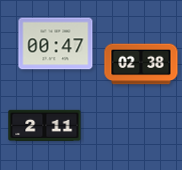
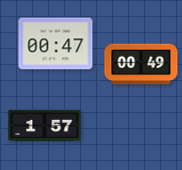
clock at (141, 64): 02:38 -> 00:49
clock at (45, 125): 2:11 -> 1:57
